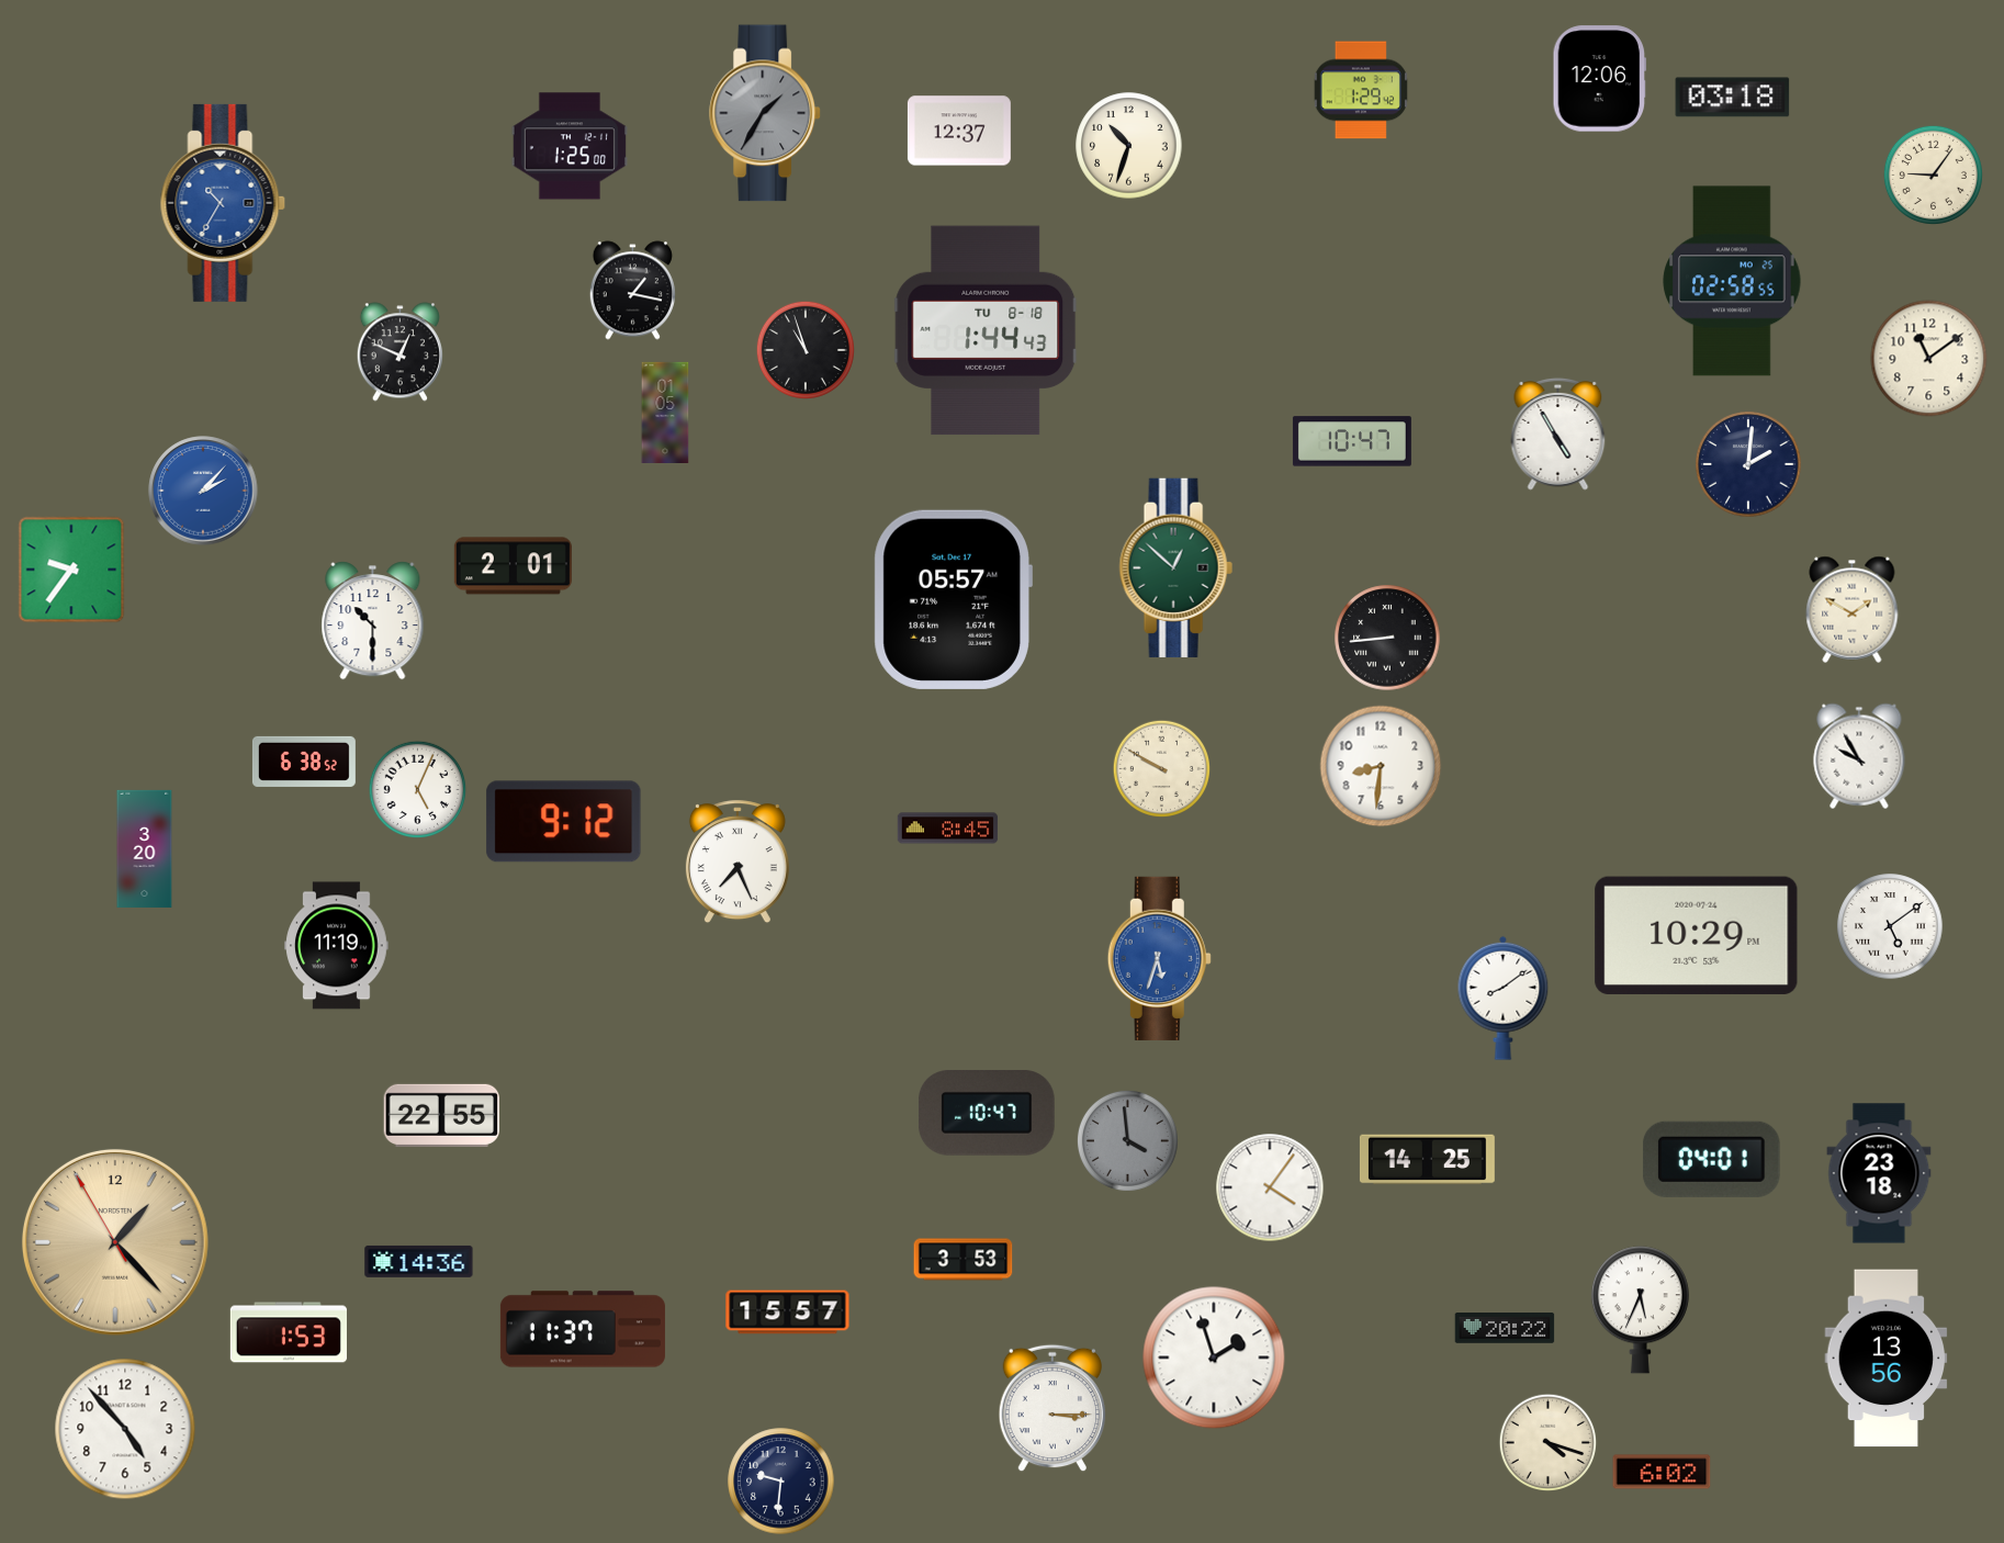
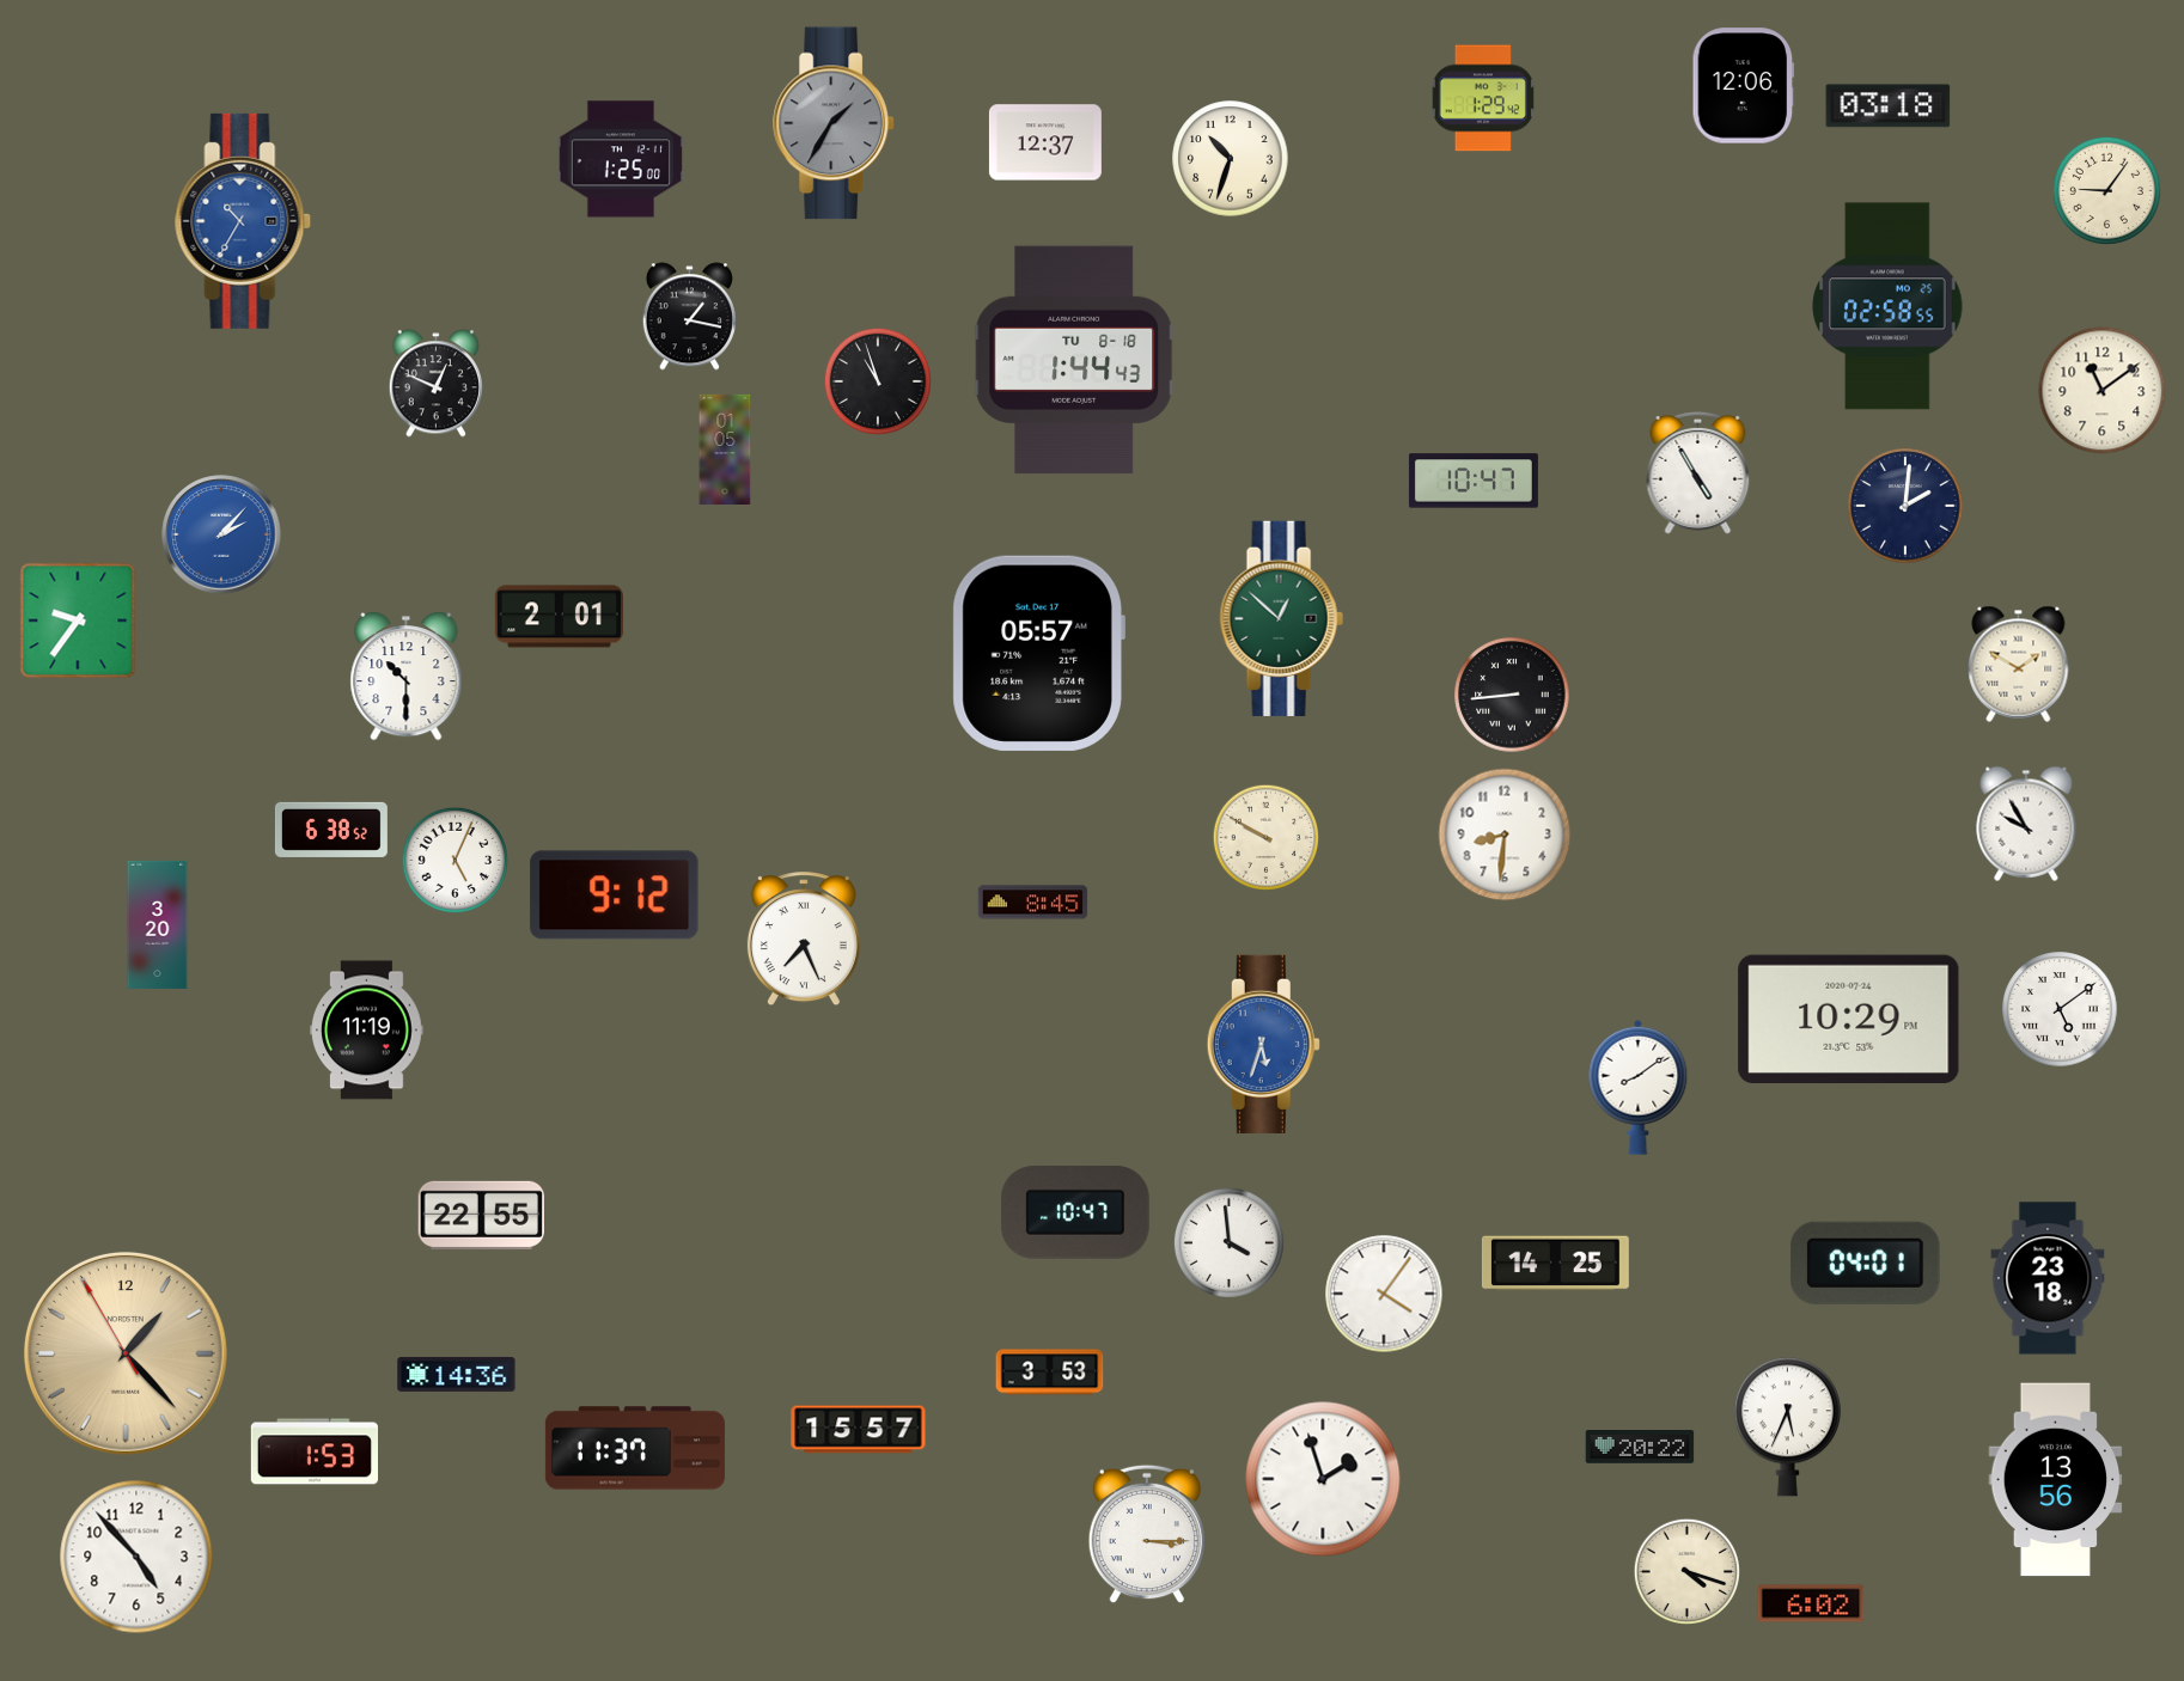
clock at (1127, 1140) dial: grey -> white
clock at (781, 1482): 9:31 -> none
